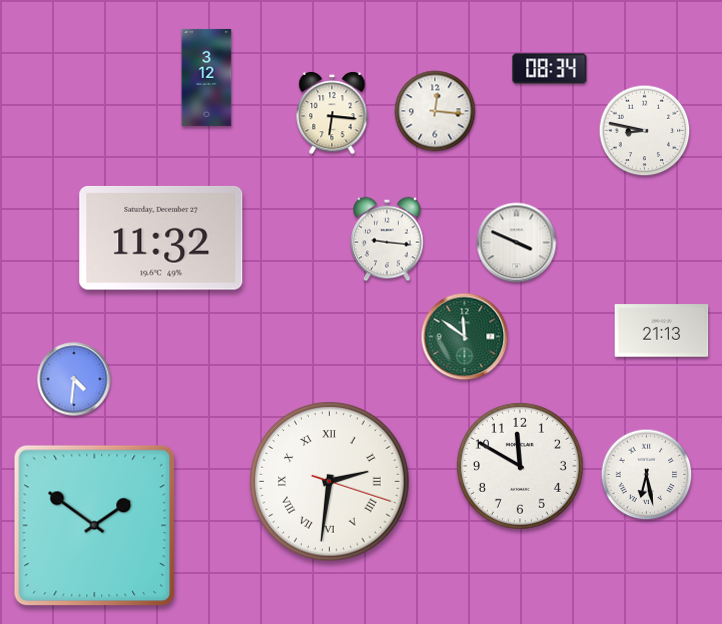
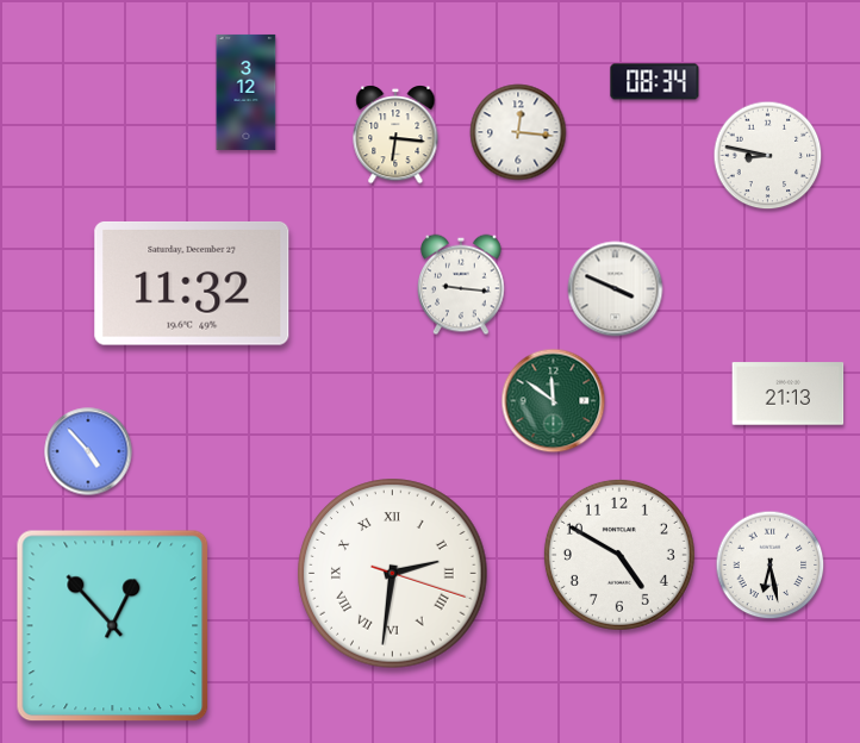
clock at (74, 379): 4:31 -> 4:53
clock at (520, 466): 11:50 -> 4:50
clock at (95, 526): 1:51 -> 12:53
